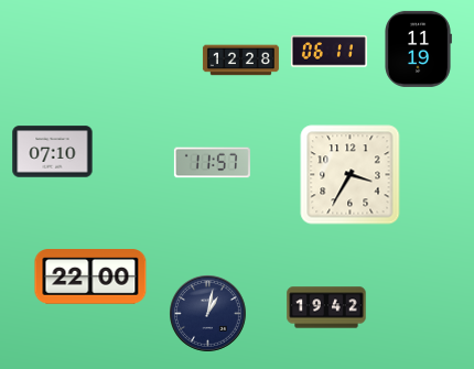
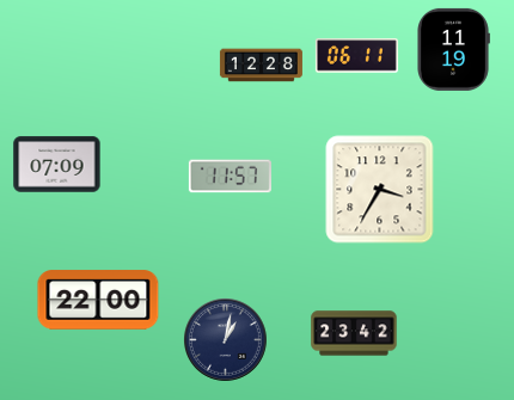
clock at (419, 48) position: (419, 48) -> (454, 49)
clock at (53, 152): 07:10 -> 07:09
clock at (326, 307): 19:42 -> 23:42
